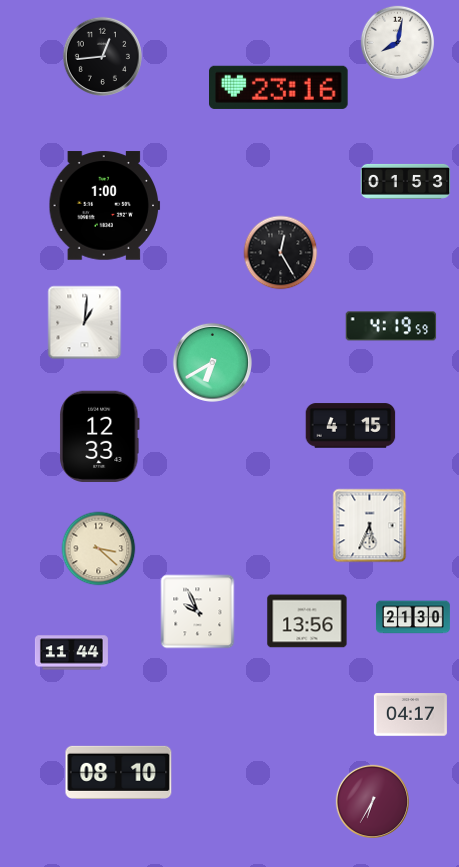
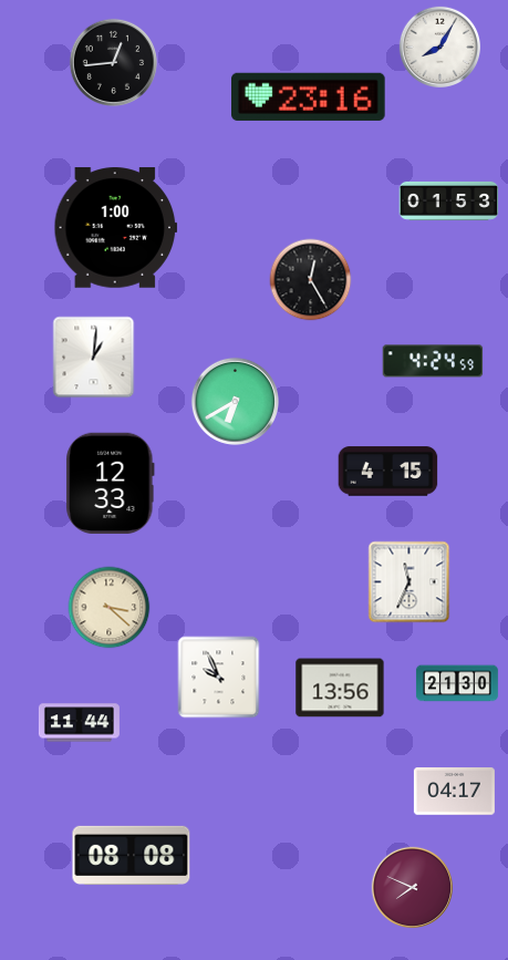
clock at (397, 42): 8:02 -> 8:05
clock at (391, 326): 4:19 -> 4:24
clock at (370, 526): 5:34 -> 11:34
clock at (119, 772): 08:10 -> 08:08
clock at (372, 801): 6:35 -> 7:49
